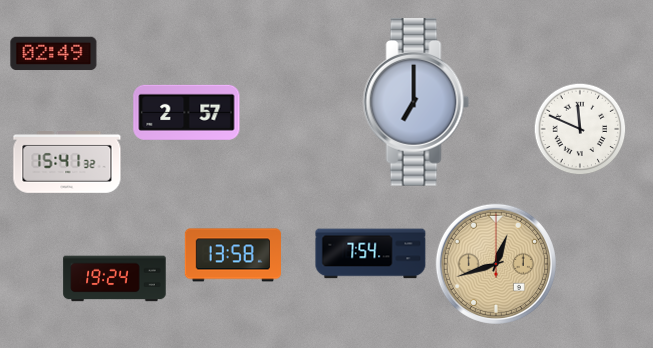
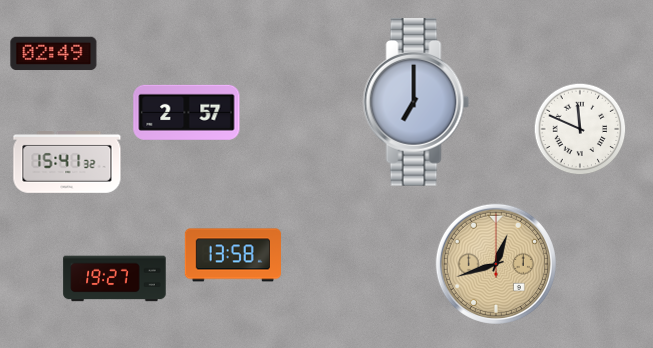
clock at (371, 254): 7:54 -> none
clock at (115, 279): 19:24 -> 19:27
